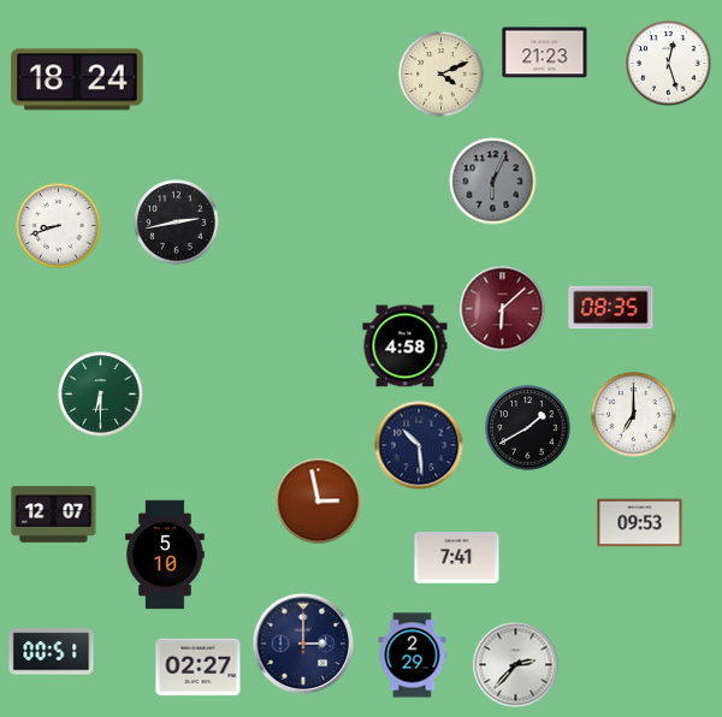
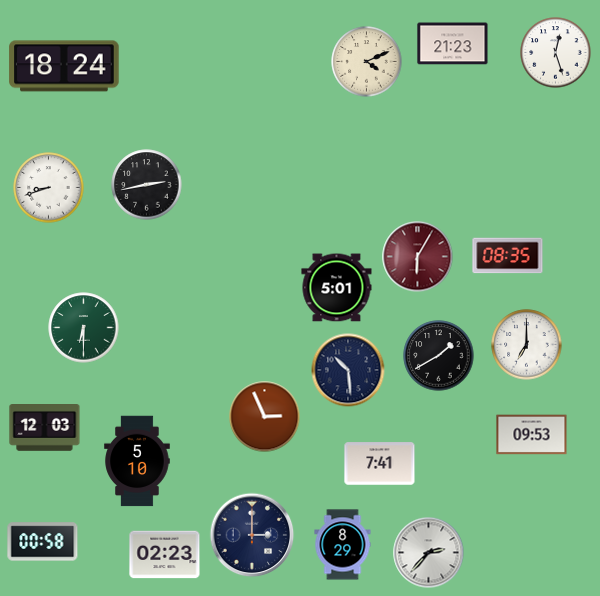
clock at (493, 182): 6:04 -> none
clock at (503, 309): 6:08 -> 6:05
clock at (406, 346): 4:58 -> 5:01
clock at (319, 502): 2:58 -> 2:56
clock at (54, 515): 12:07 -> 12:03
clock at (52, 652): 00:51 -> 00:58
clock at (413, 656): 2:29 -> 8:29
clock at (199, 668): 02:27 -> 02:23
